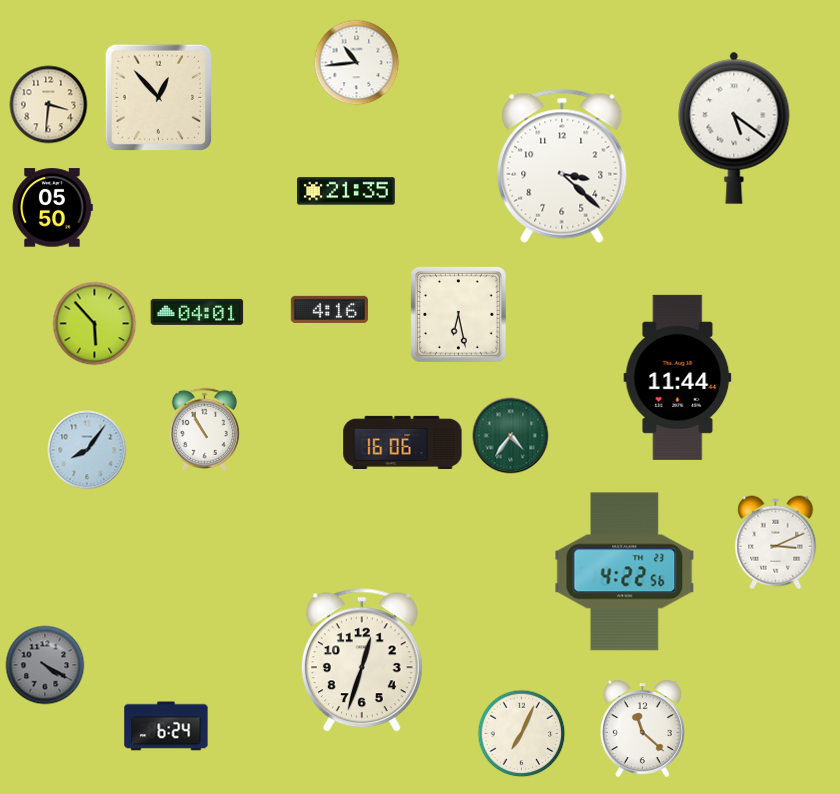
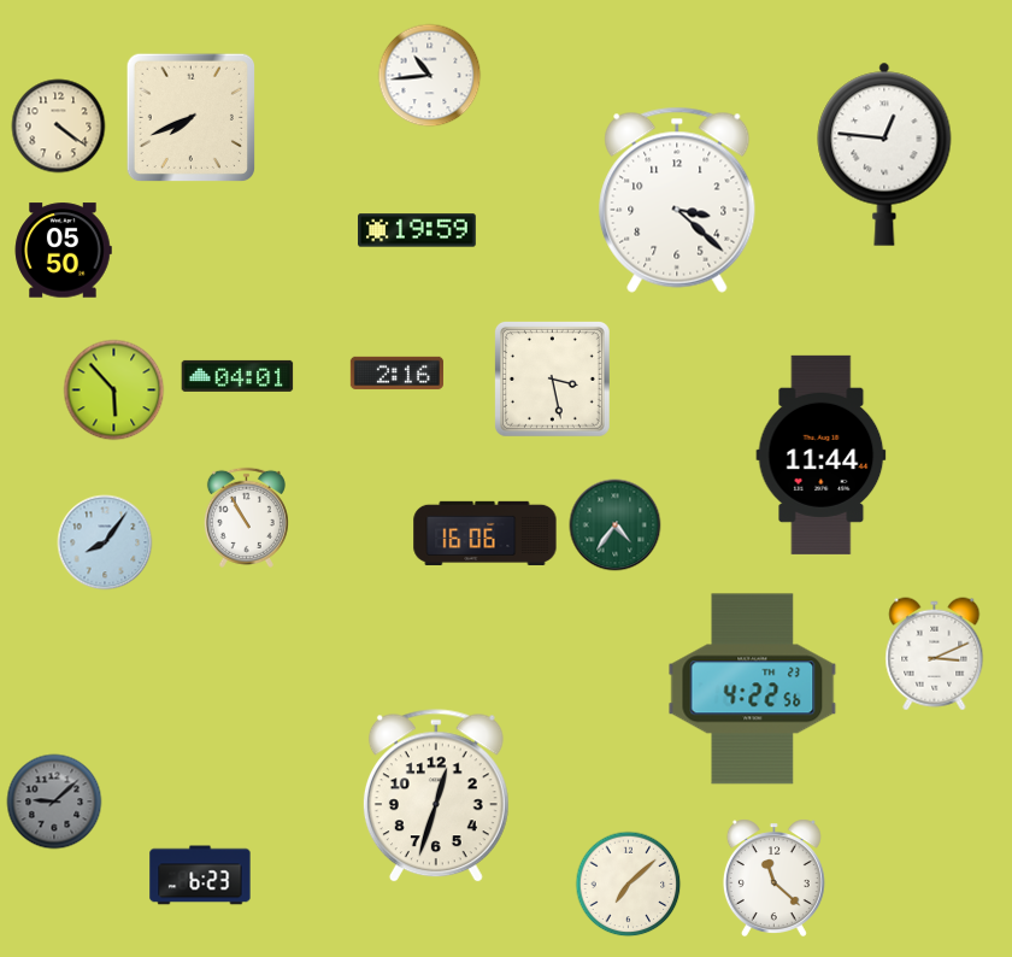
clock at (158, 97): 12:53 -> 7:41
clock at (49, 105): 3:31 -> 4:21
clock at (734, 128): 5:21 -> 12:46
clock at (346, 191): 21:35 -> 19:59
clock at (329, 309): 4:16 -> 2:16
clock at (458, 314): 6:28 -> 3:28
clock at (678, 377) position: (678, 377) -> (822, 454)
clock at (45, 665): 4:20 -> 9:08
clock at (166, 726): 6:24 -> 6:23
clock at (522, 734): 7:04 -> 7:08
